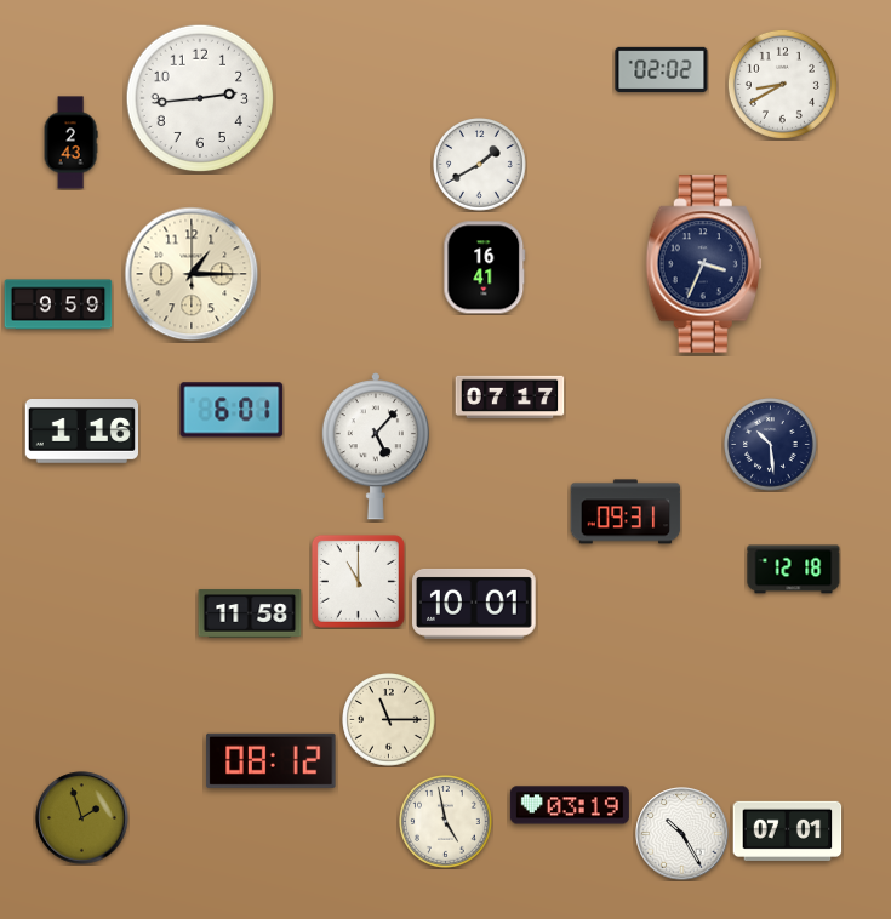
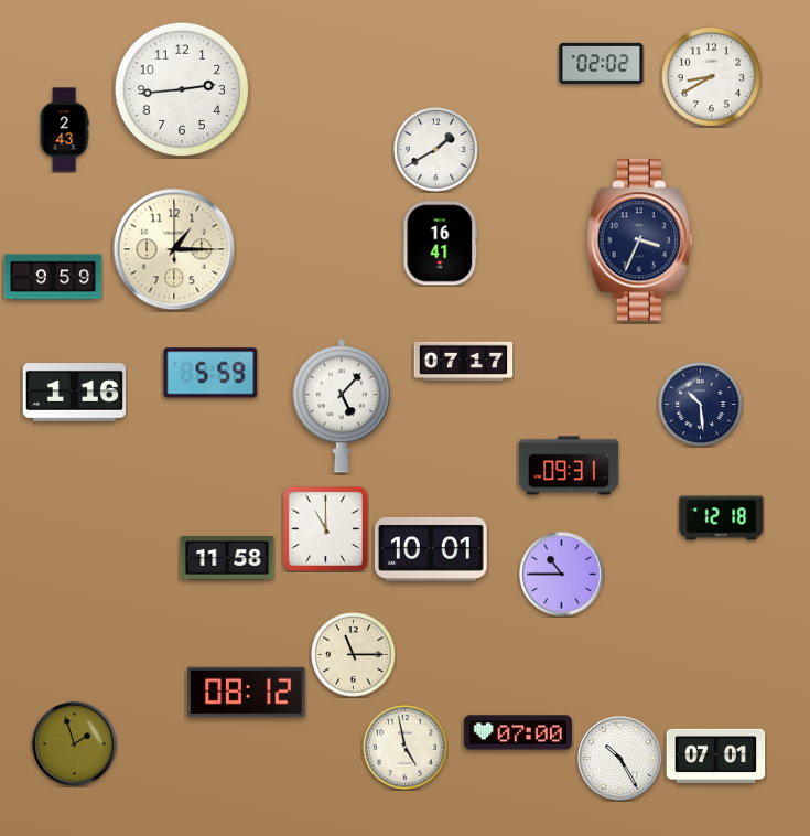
clock at (232, 410): 6:01 -> 5:59
clock at (562, 575): none -> 10:45
clock at (570, 805): 03:19 -> 07:00
